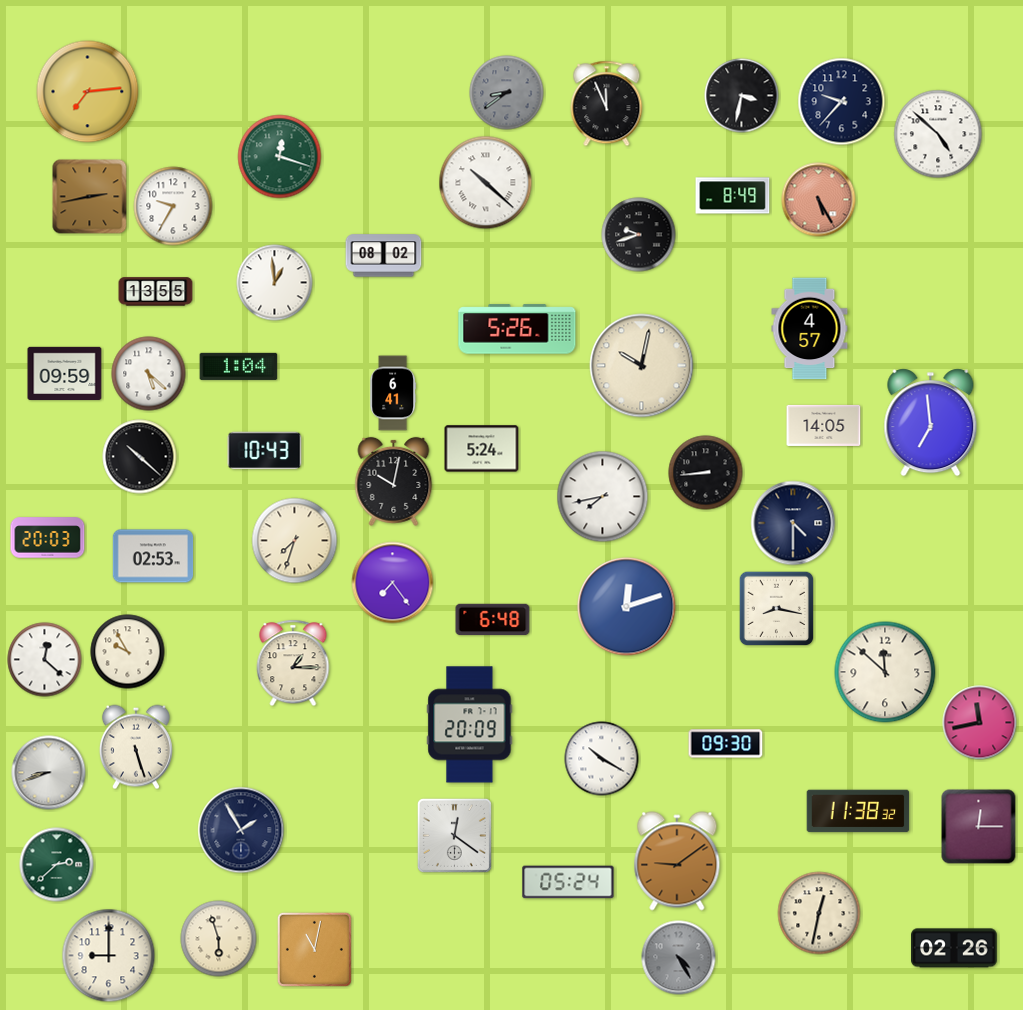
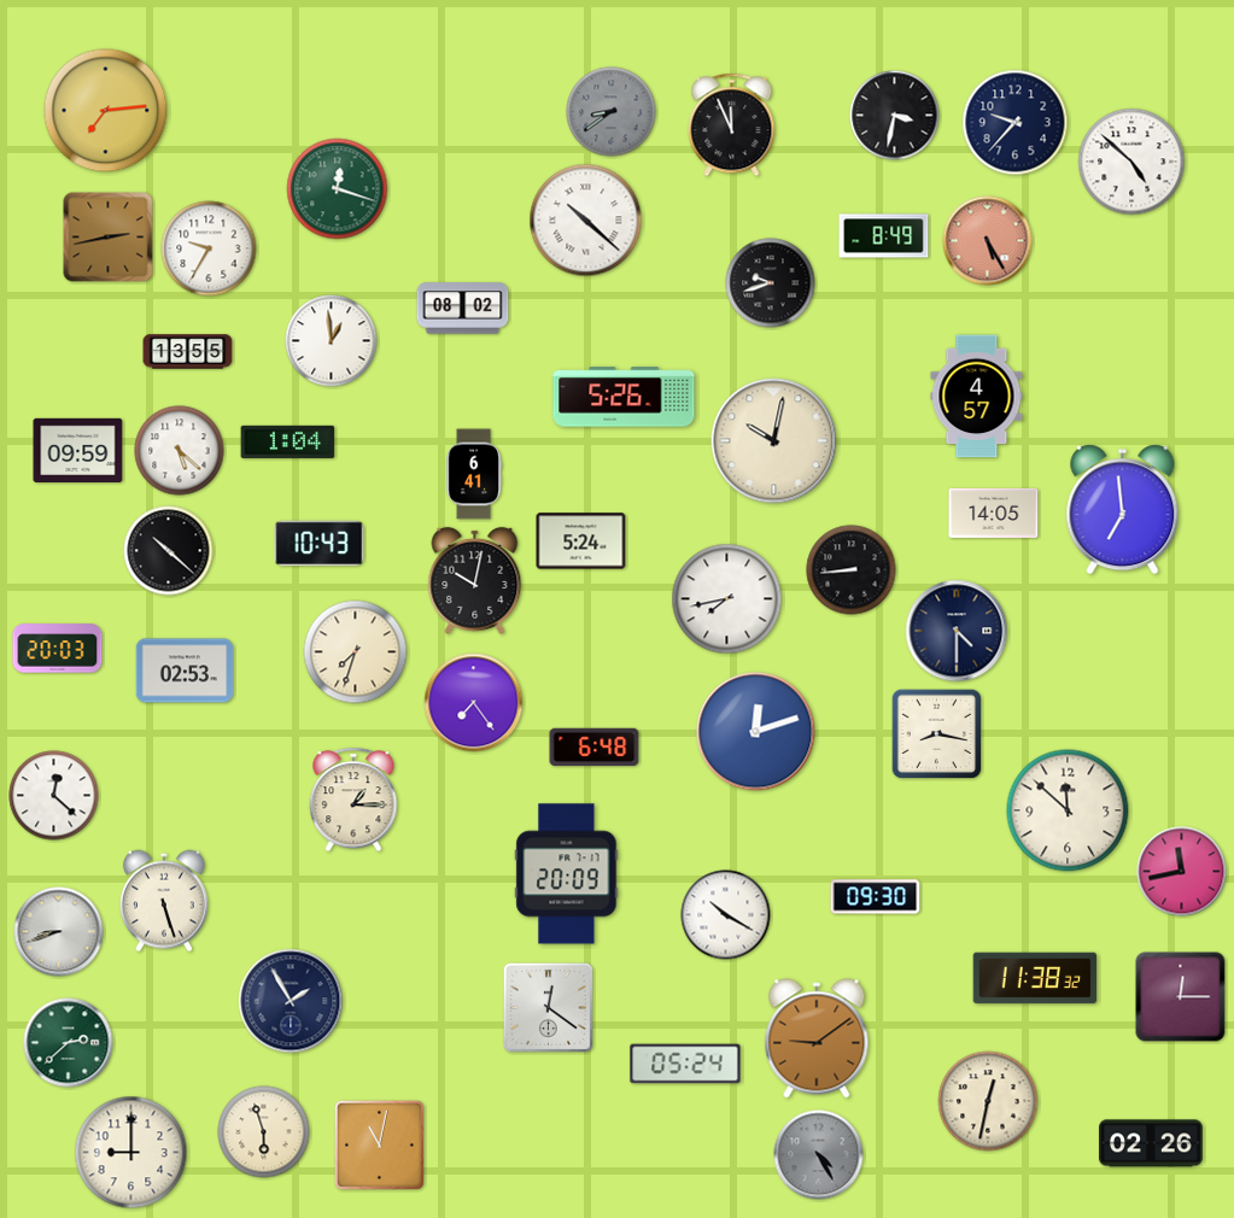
clock at (128, 652): 9:55 -> none
